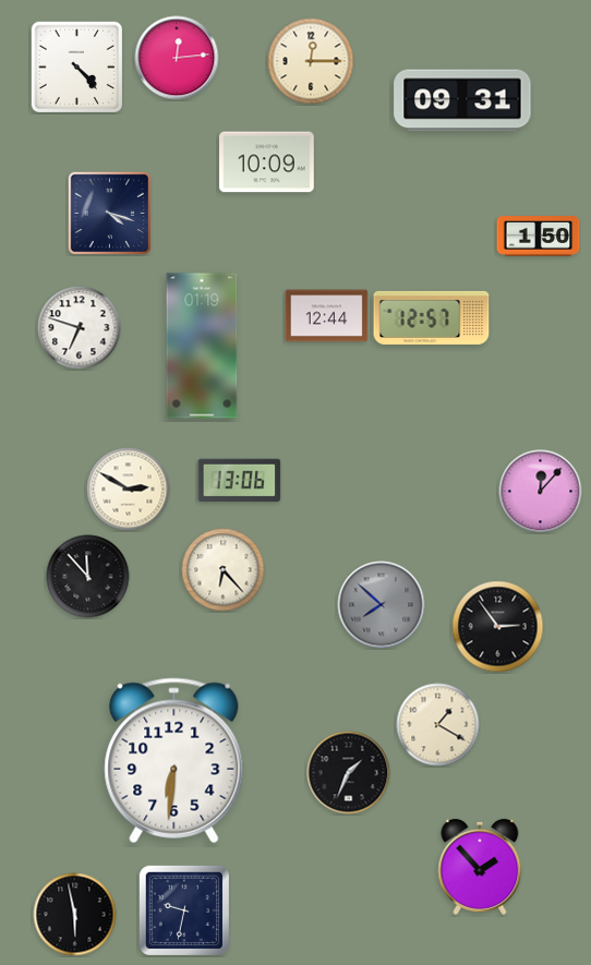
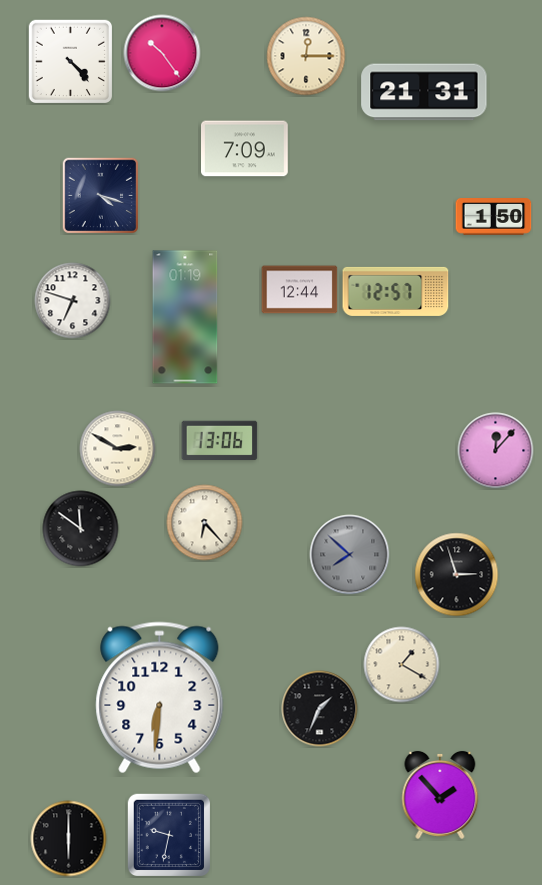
clock at (177, 58): 12:14 -> 10:24
clock at (311, 61) position: (311, 61) -> (306, 56)
clock at (462, 100): 09:31 -> 21:31
clock at (267, 162): 10:09 -> 7:09
clock at (88, 577): 11:53 -> 11:51
clock at (498, 627): 2:54 -> 2:57
clock at (75, 915): 5:58 -> 6:00
